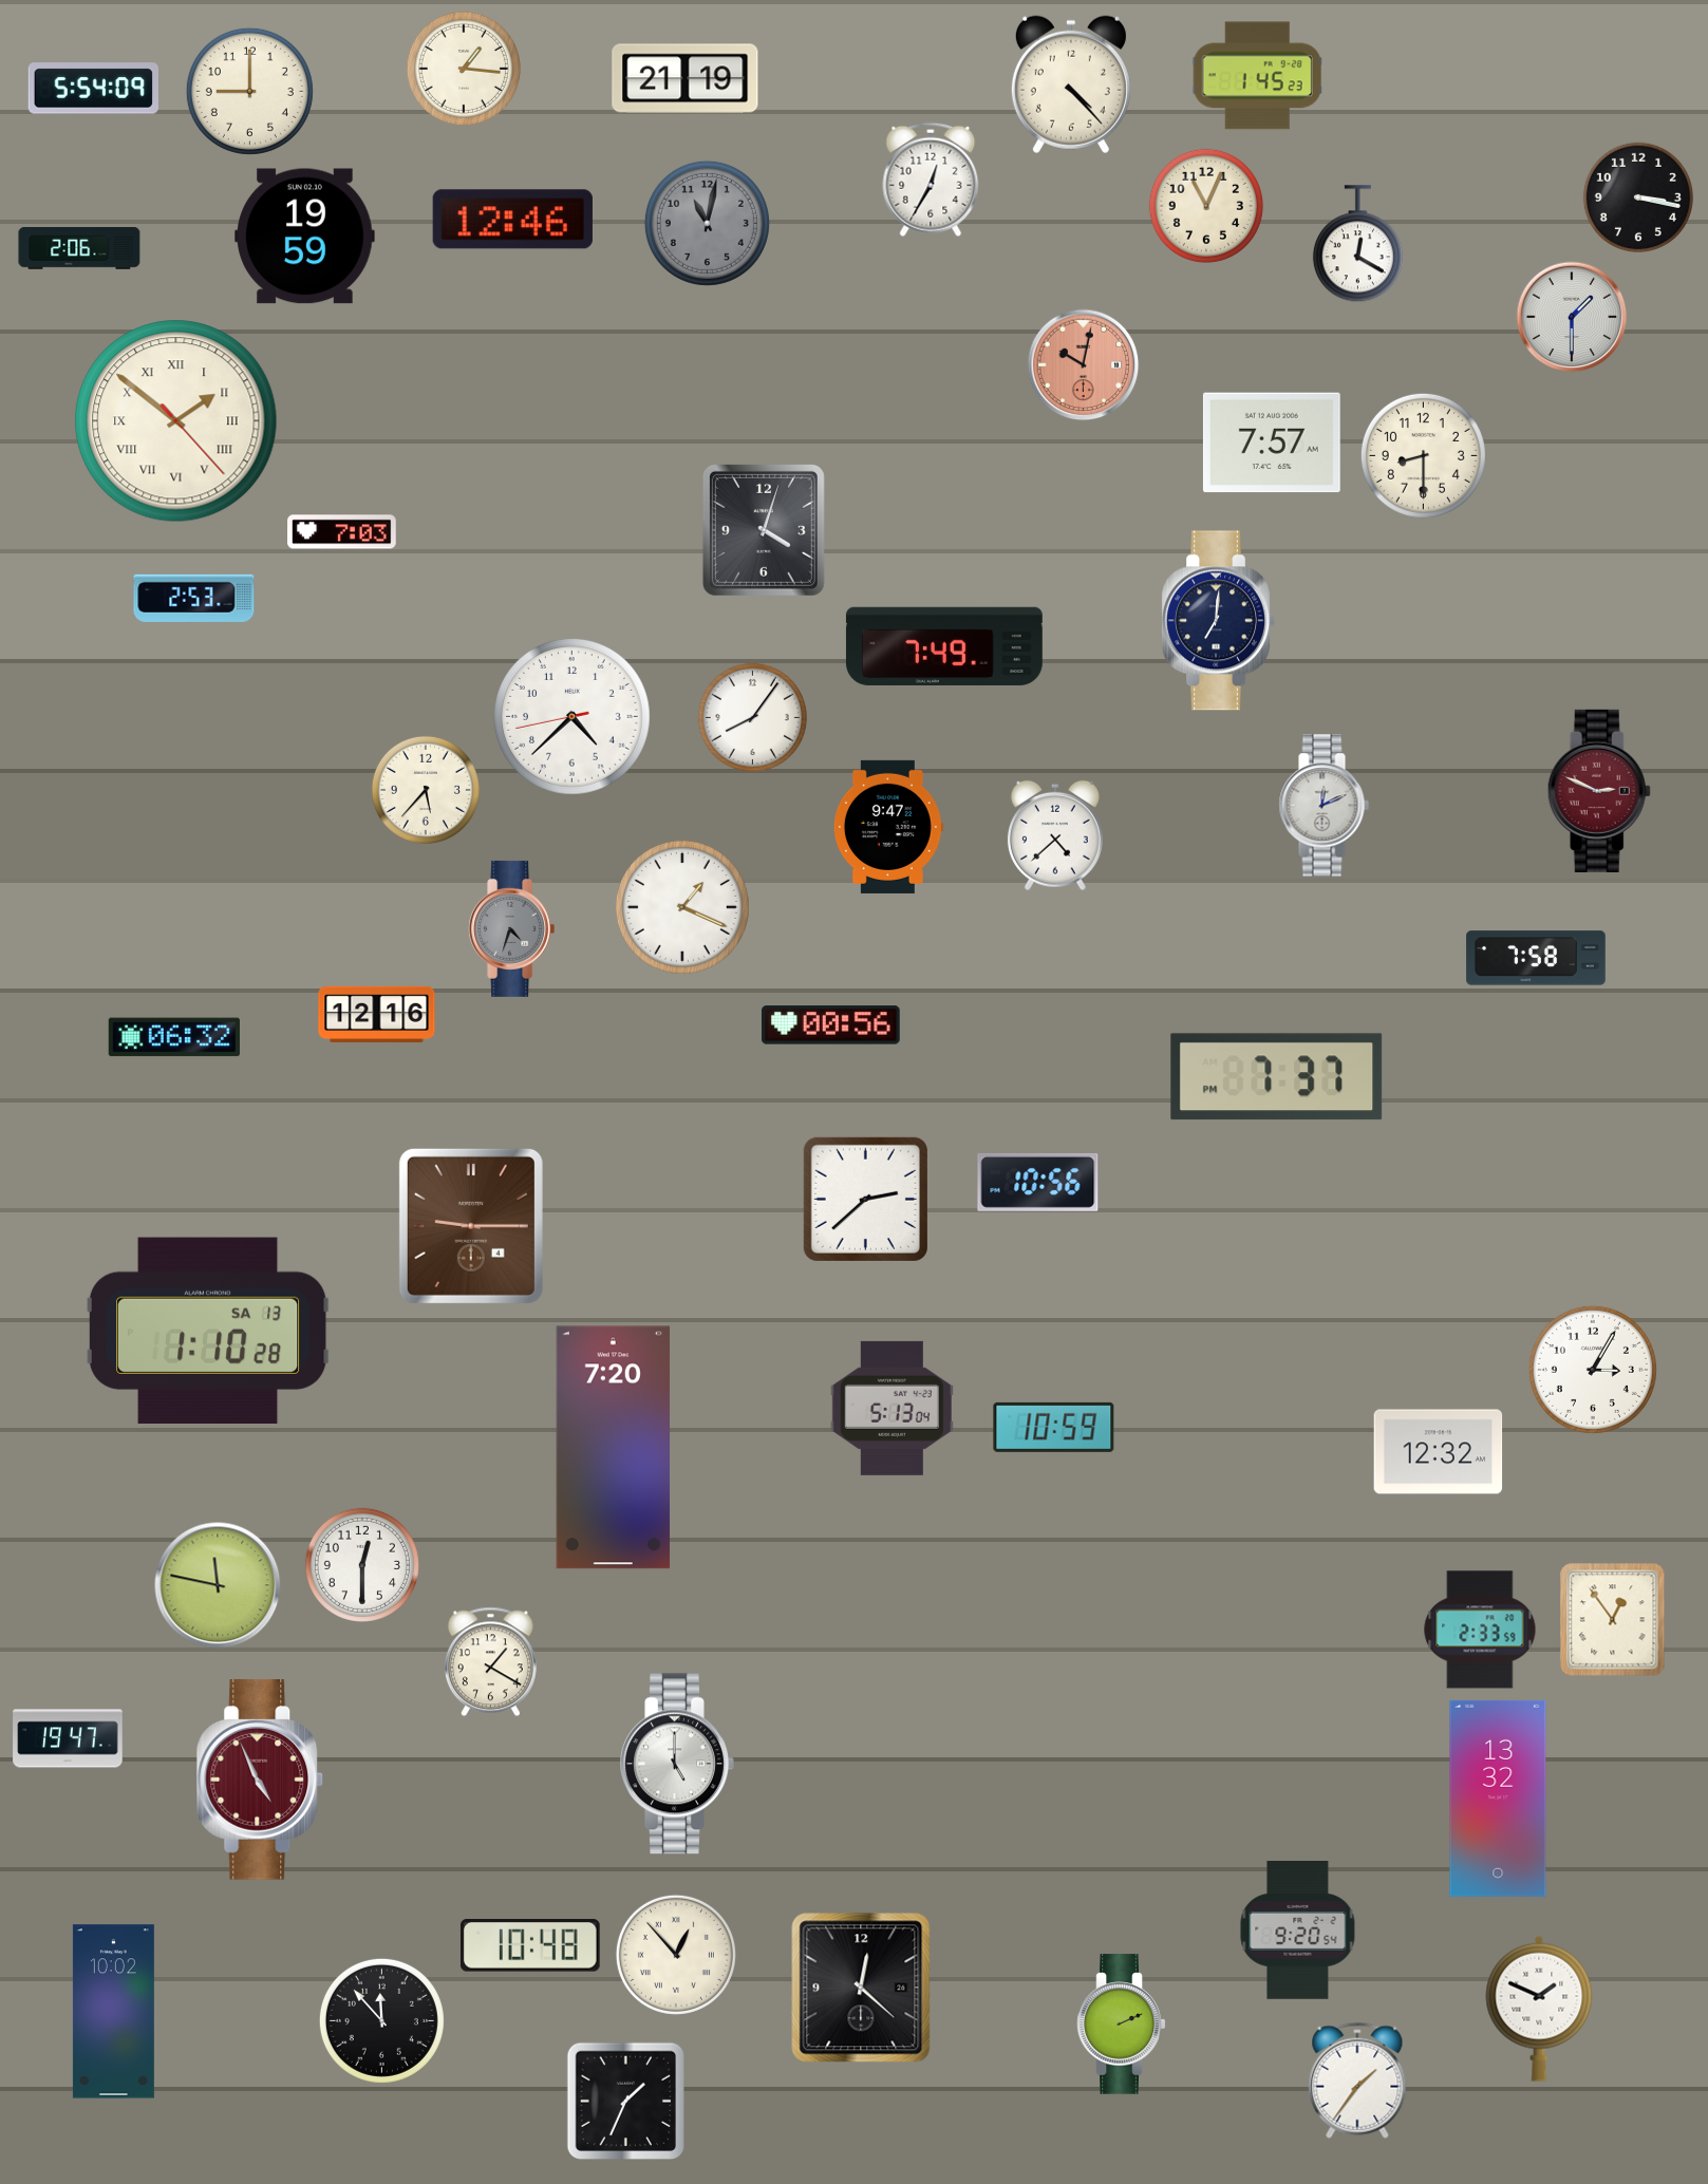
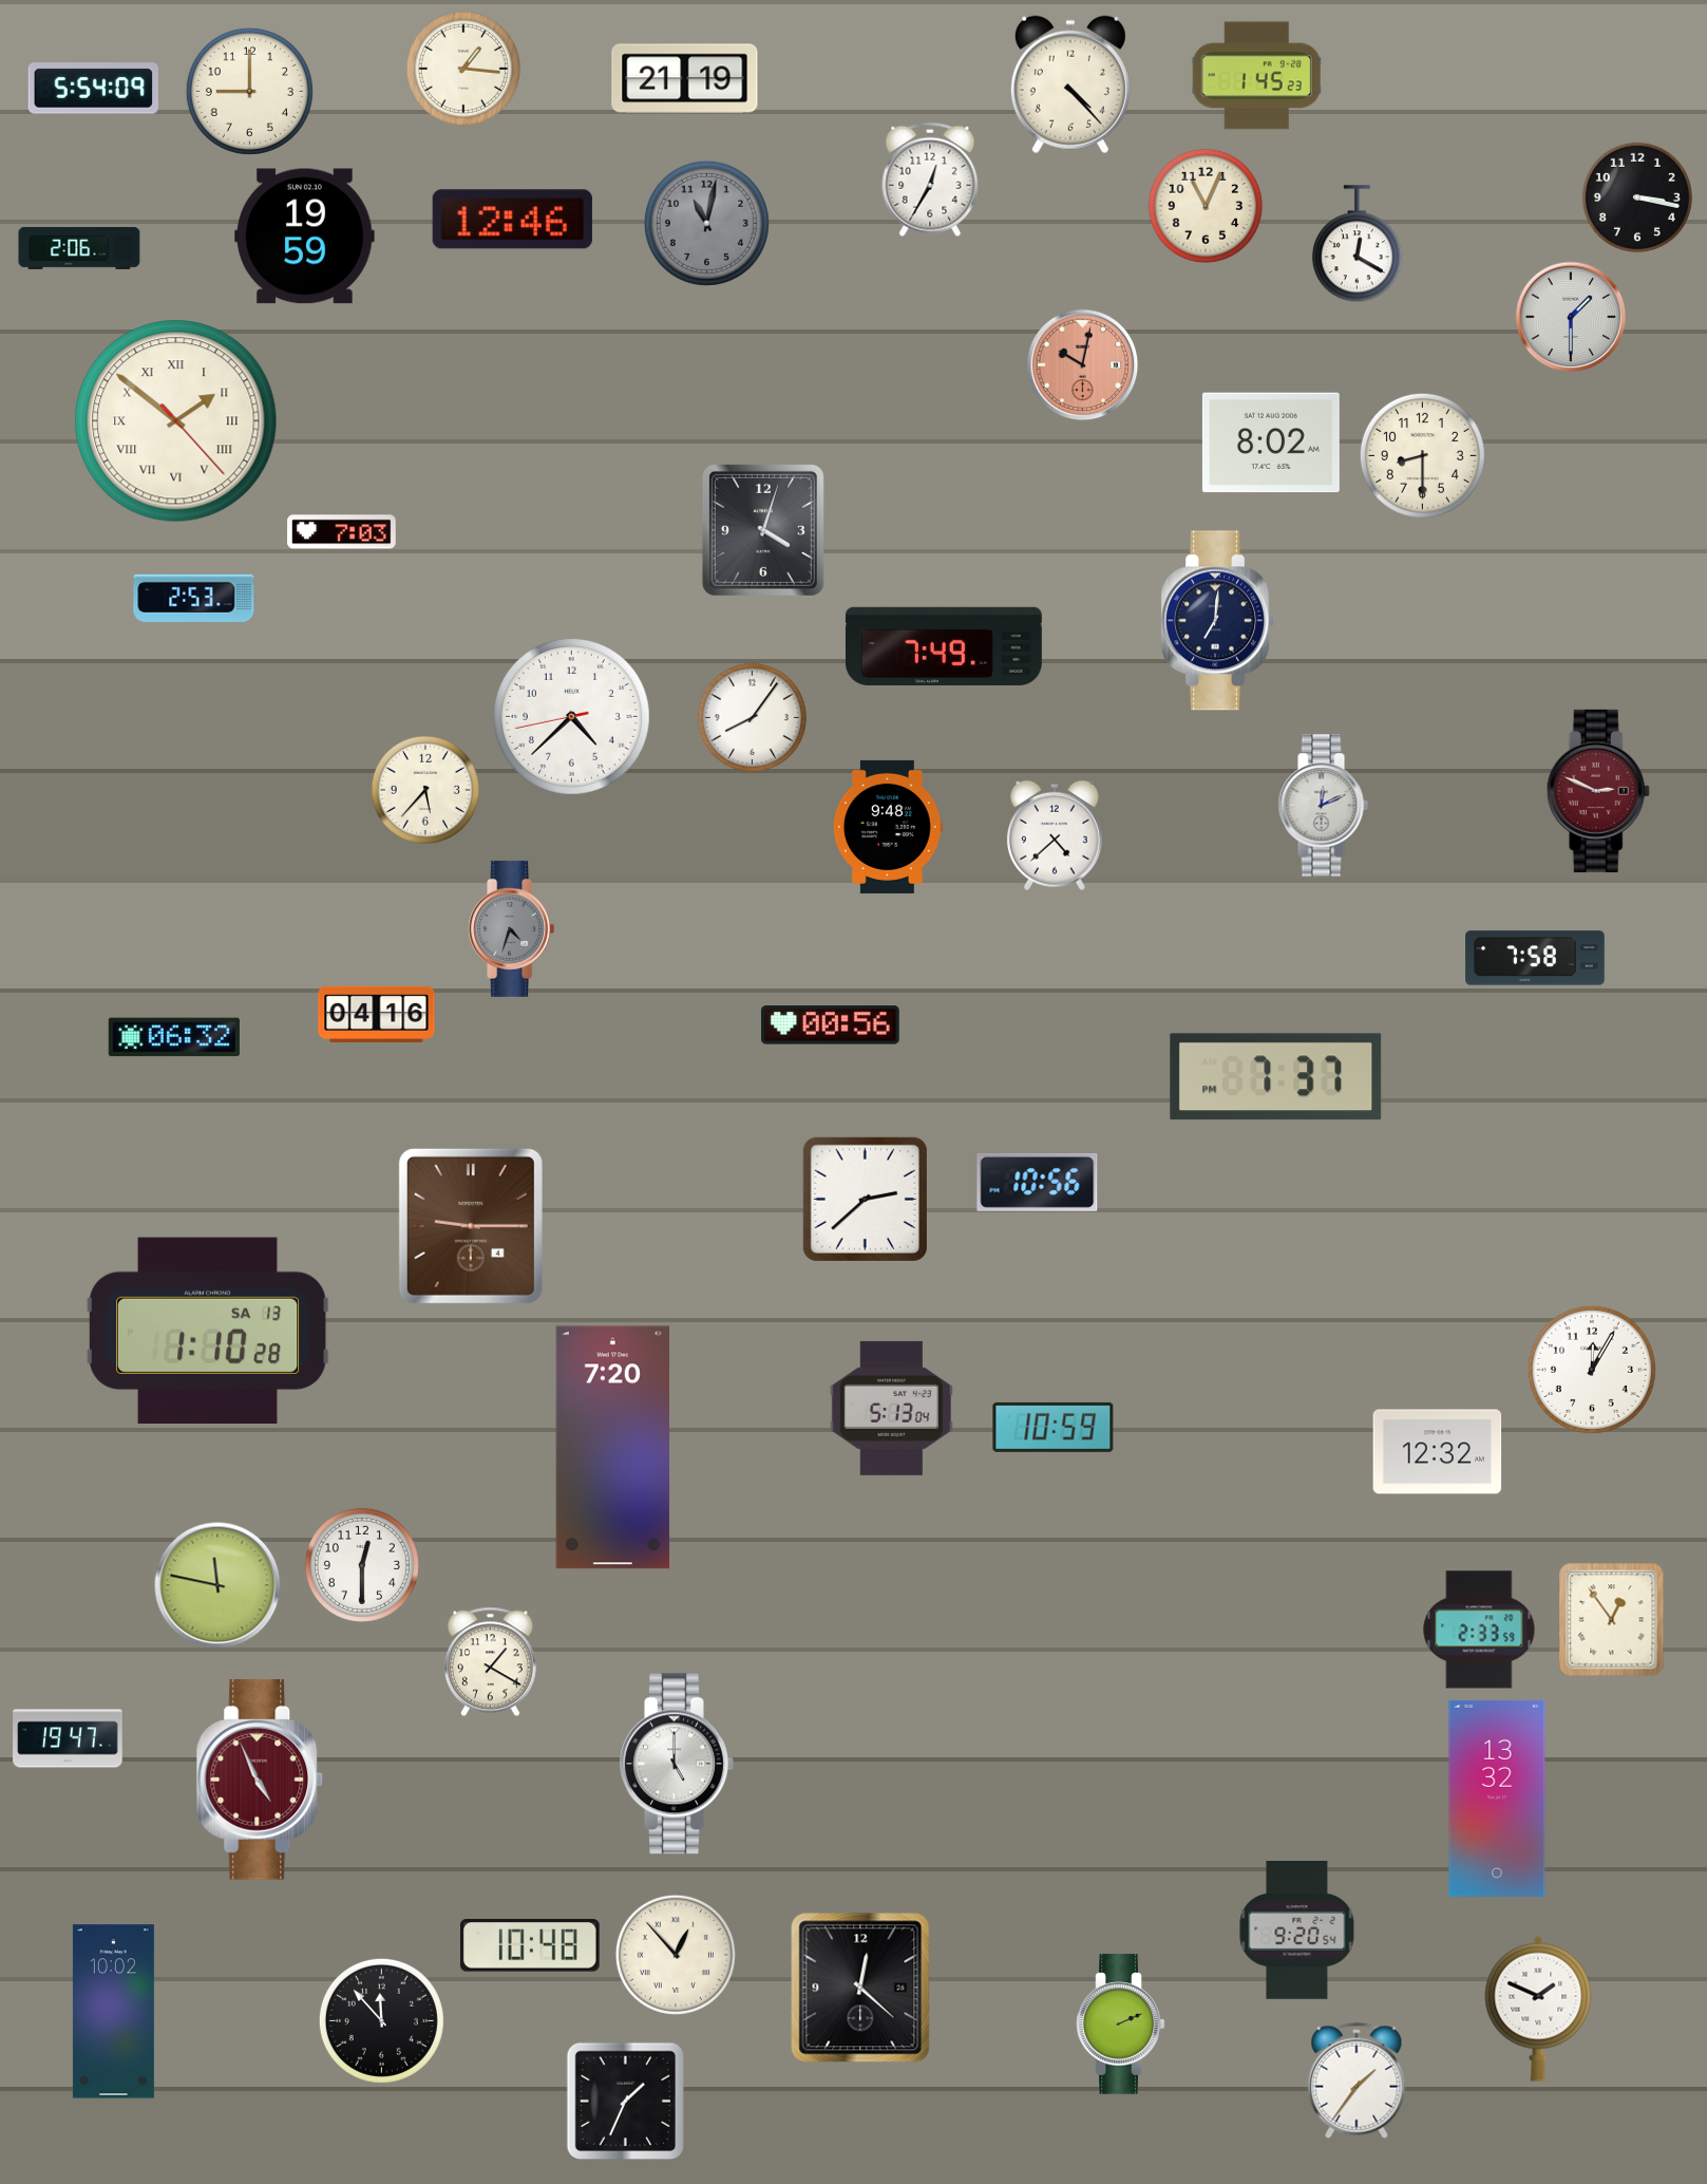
clock at (1272, 443): 7:57 -> 8:02
clock at (888, 827): 9:47 -> 9:48
clock at (682, 907): 1:19 -> none
clock at (377, 1014): 12:16 -> 04:16
clock at (1593, 1370): 3:05 -> 12:05
